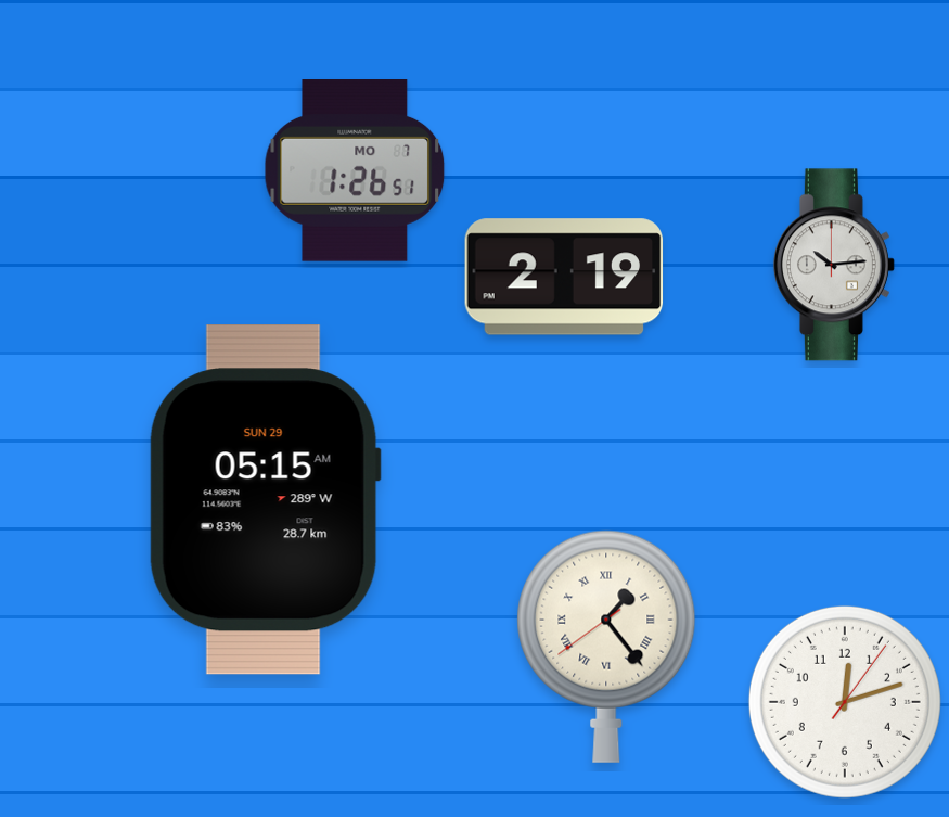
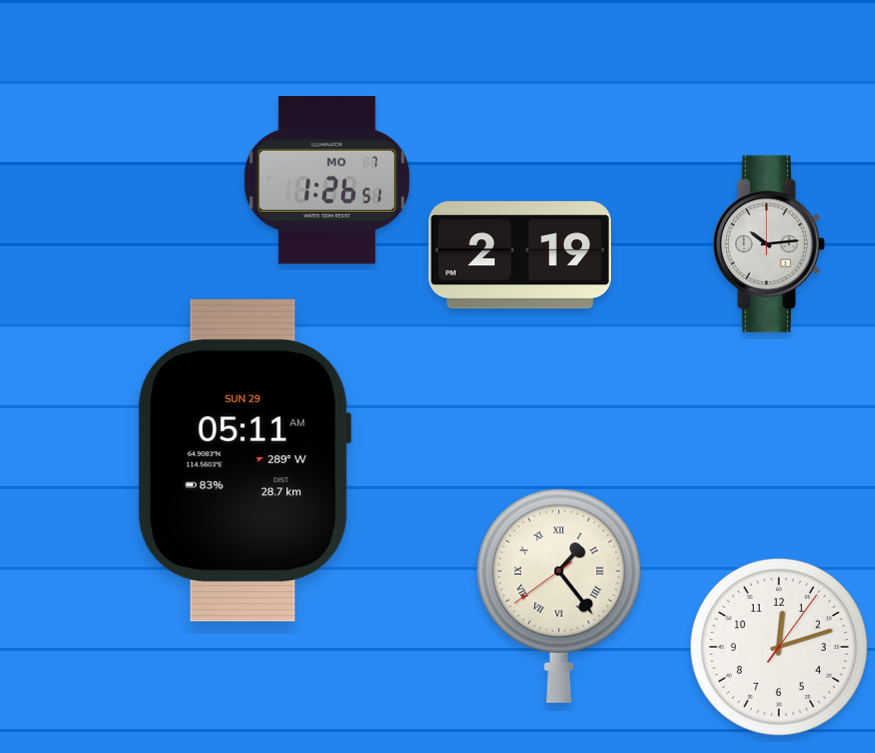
clock at (355, 171) position: (355, 171) -> (327, 181)
clock at (265, 500): 05:15 -> 05:11
